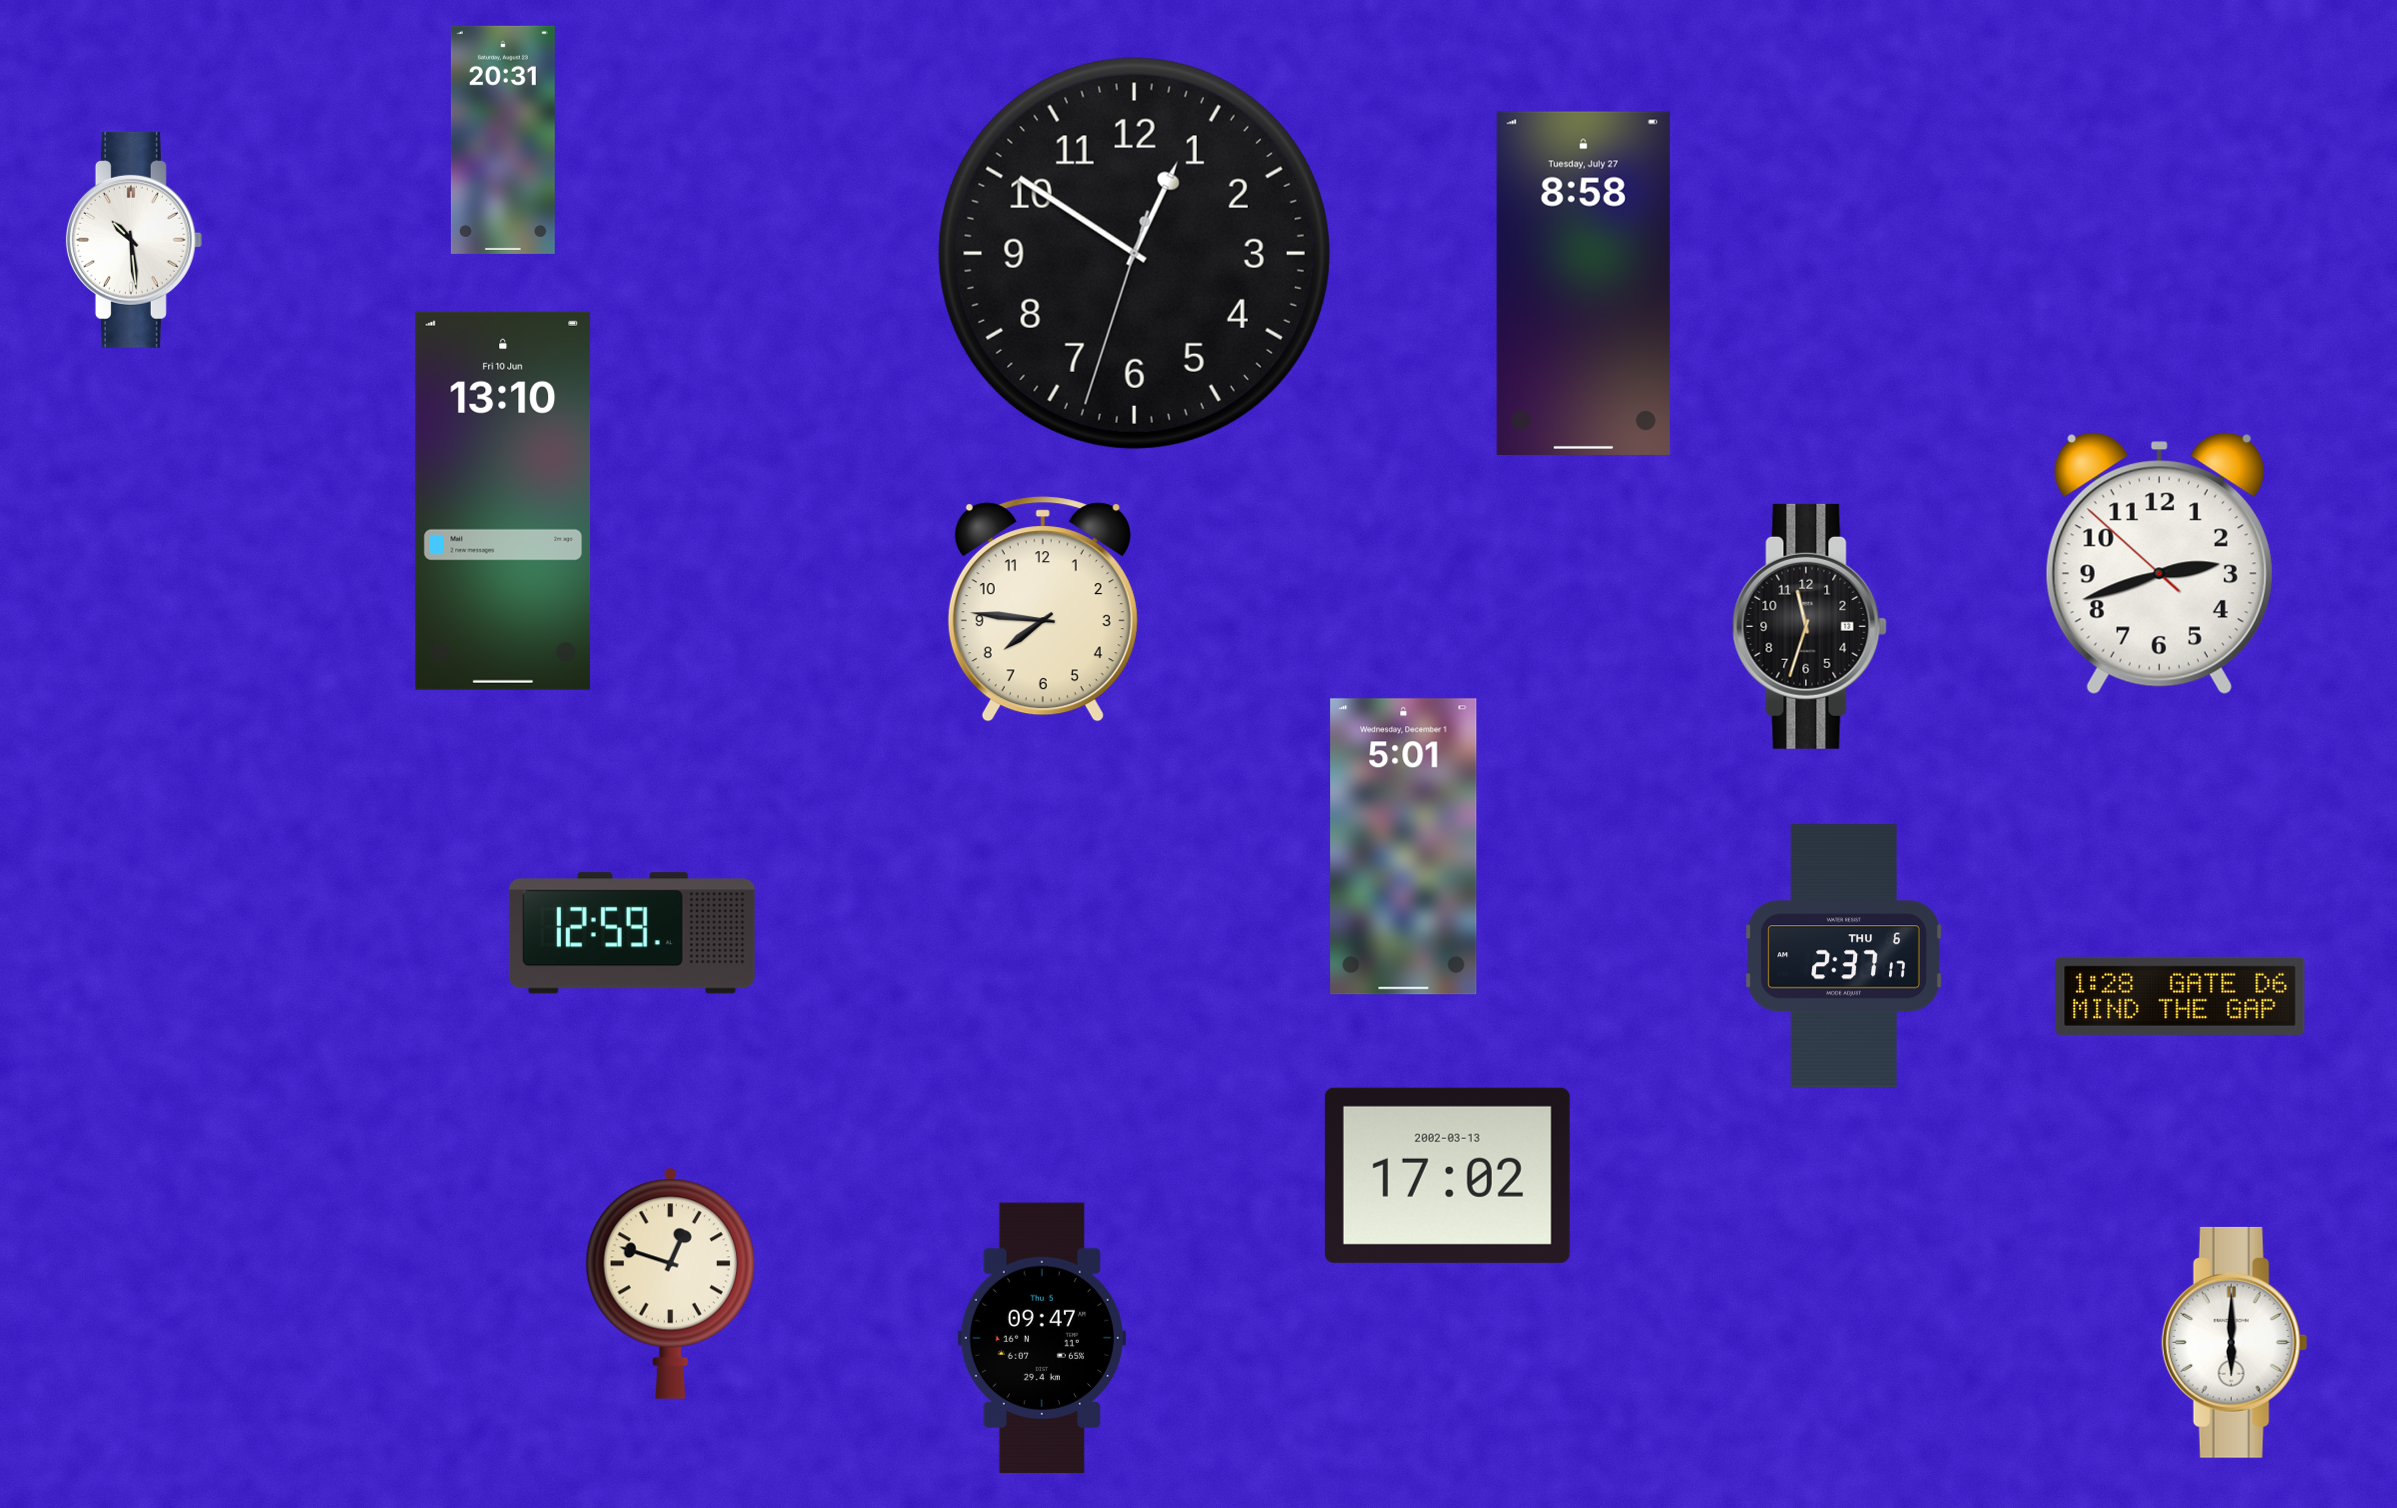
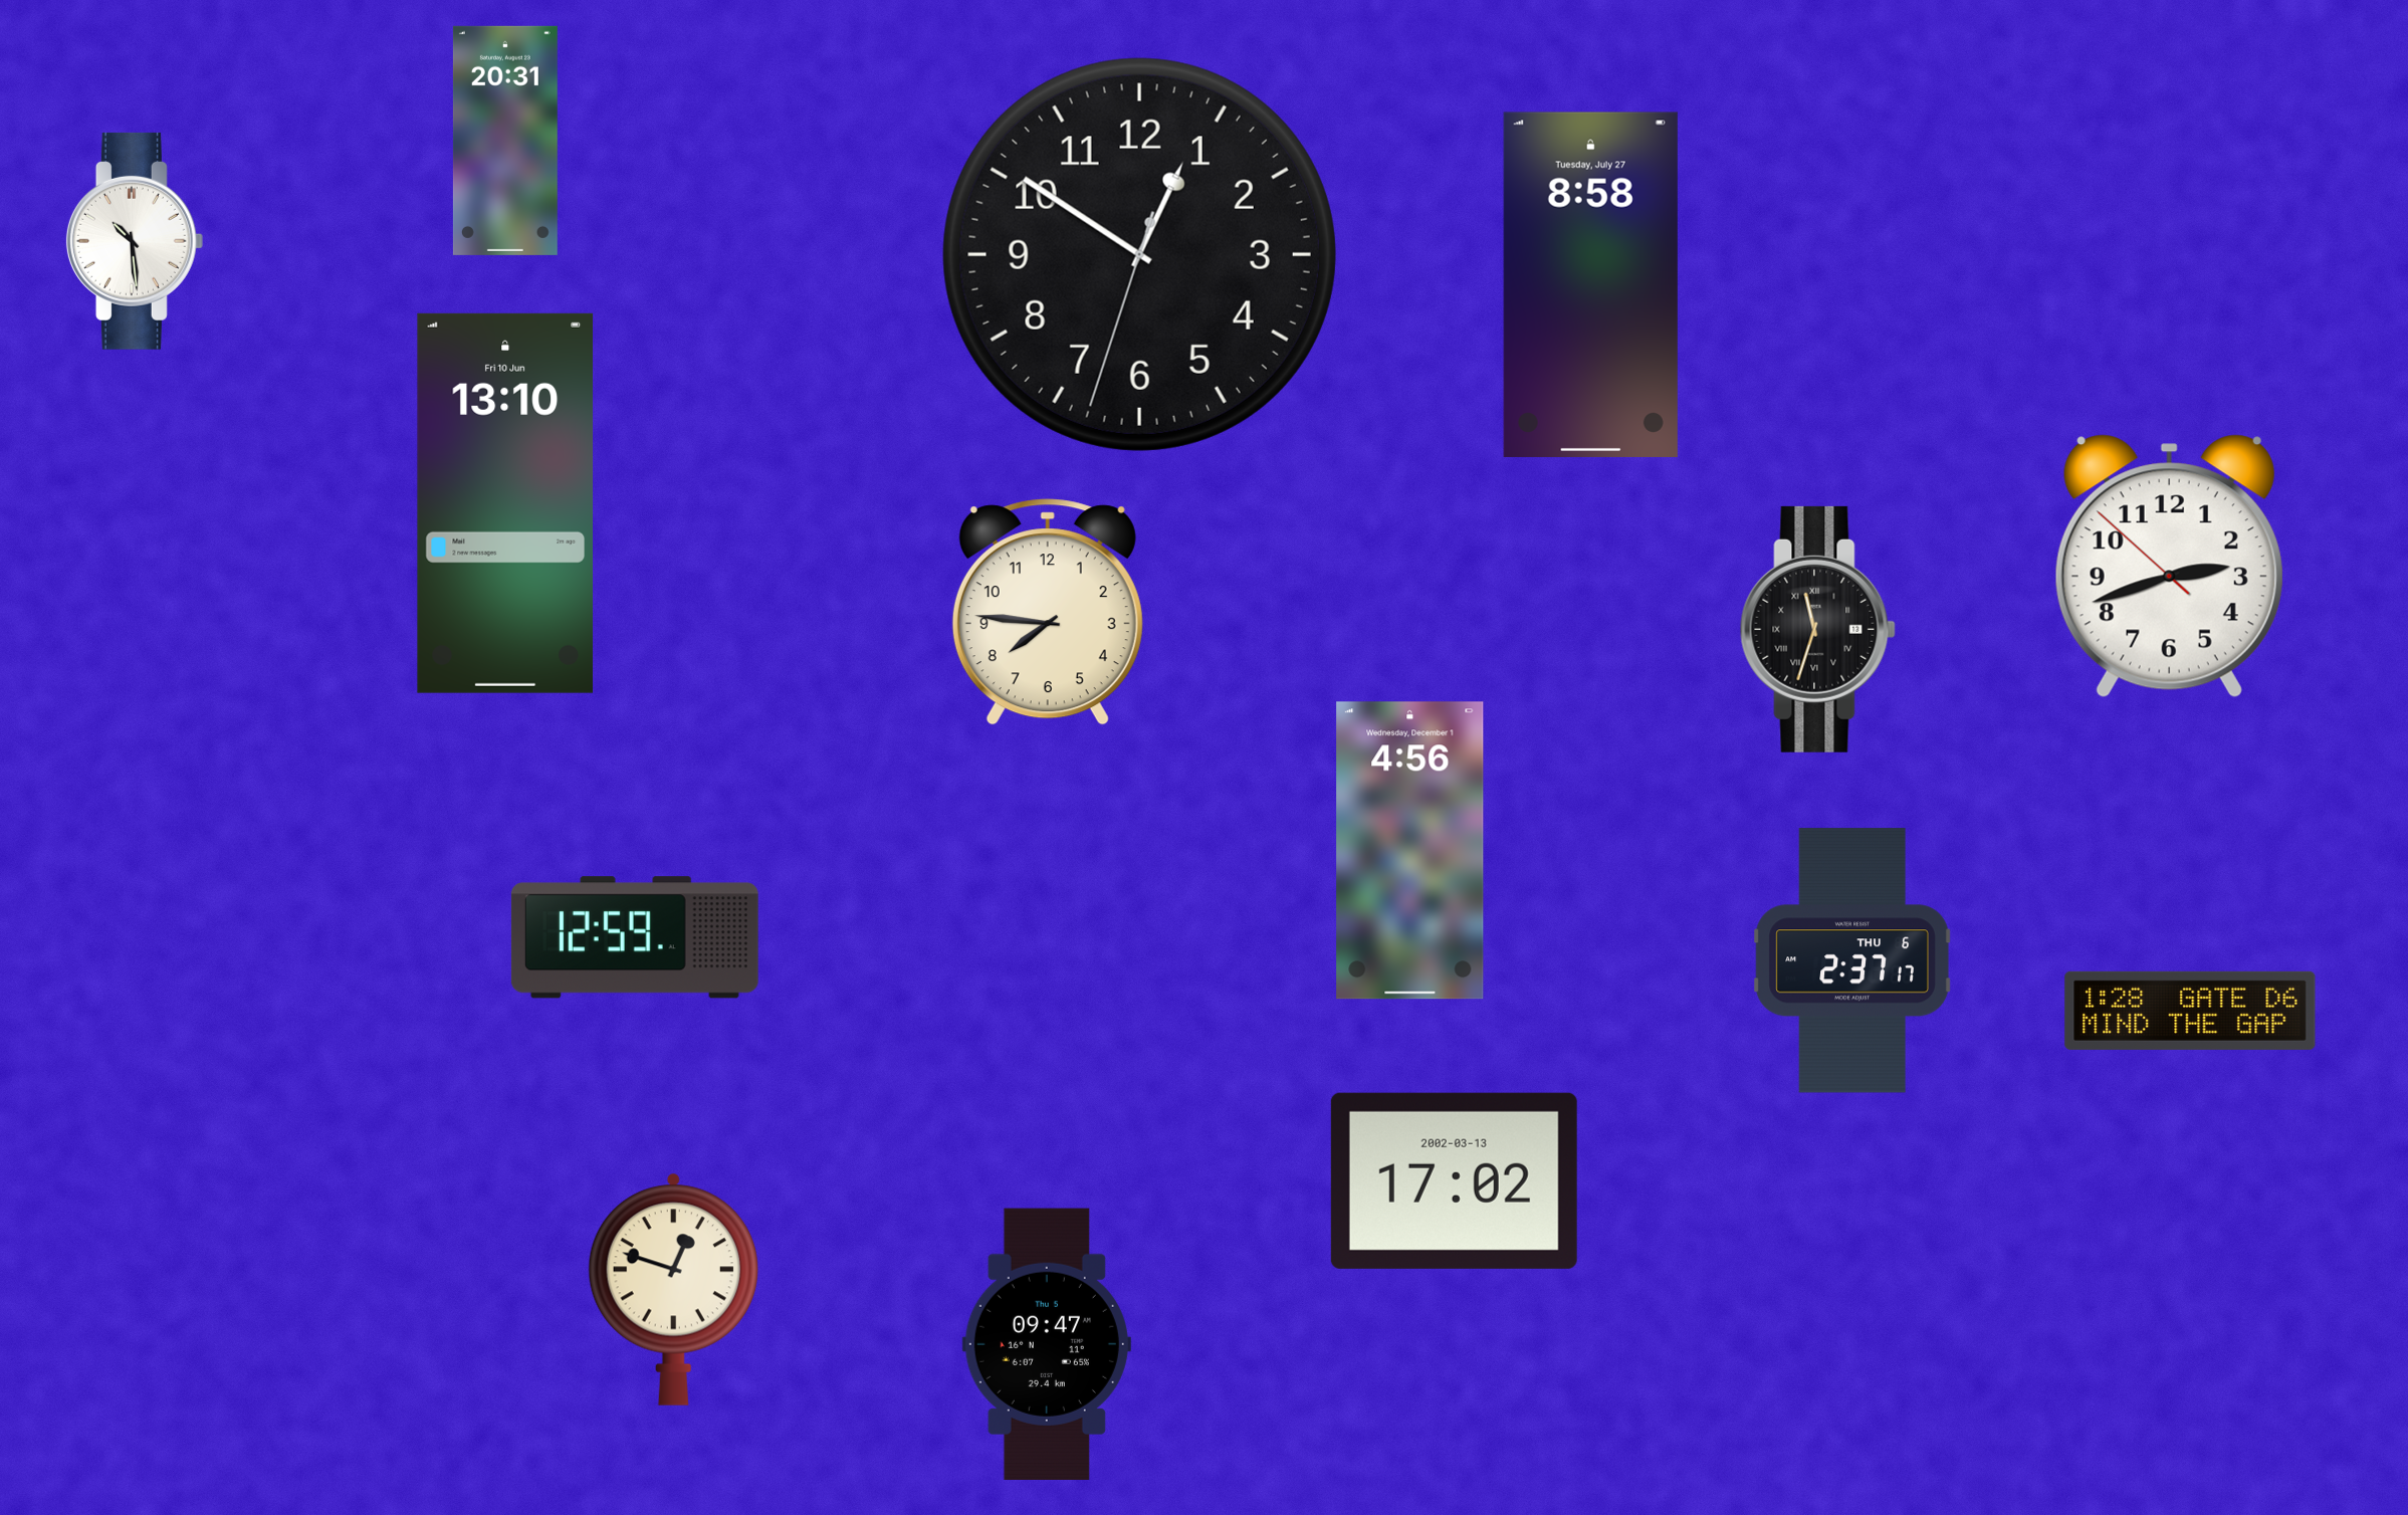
clock at (1809, 626) numerals: Arabic -> Roman
clock at (1404, 847): 5:01 -> 4:56
clock at (2180, 996) position: (2180, 996) -> (2190, 1011)
clock at (2235, 1342): 6:00 -> none
